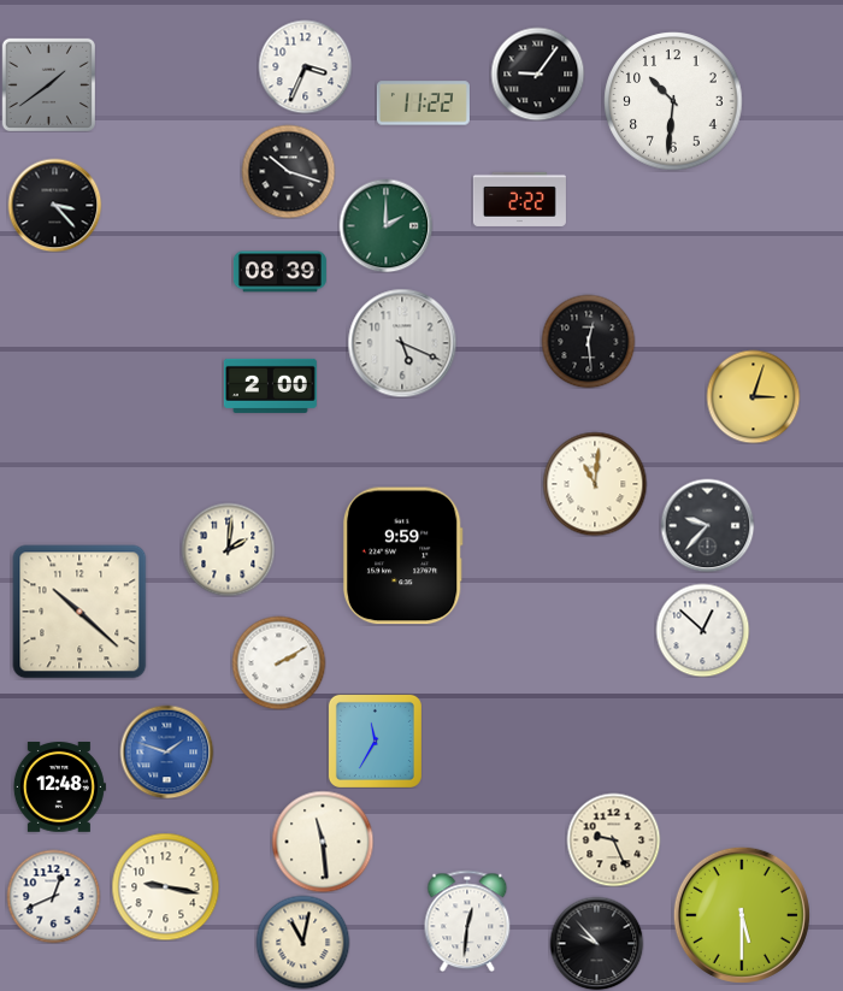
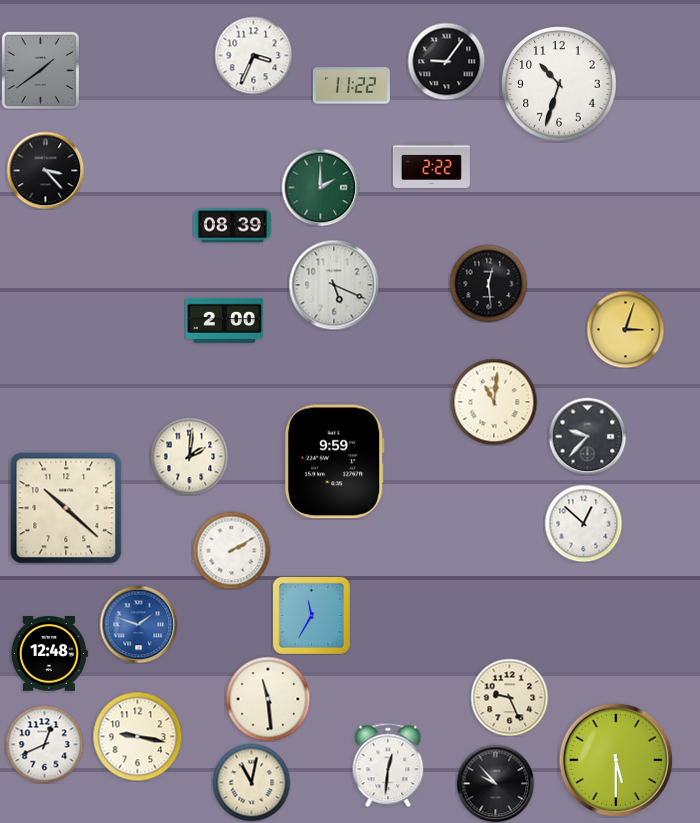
clock at (673, 101): 10:31 -> 10:33
clock at (288, 171): 10:18 -> none
